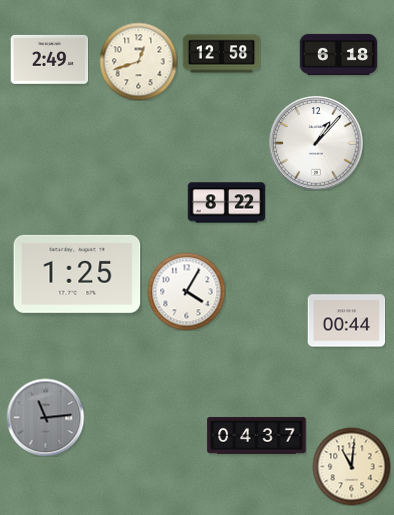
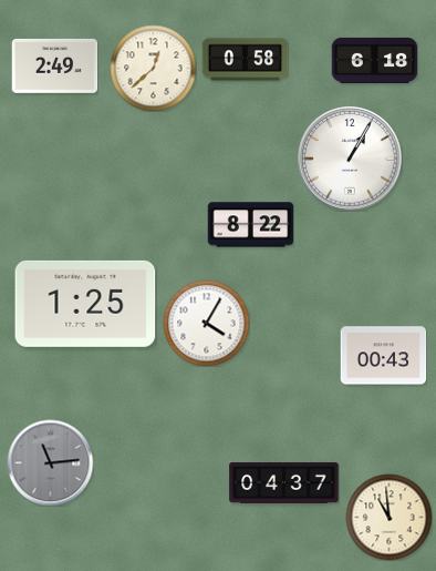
clock at (221, 54): 12:58 -> 0:58
clock at (138, 61): 12:42 -> 12:38
clock at (316, 143): 1:07 -> 1:05
clock at (346, 321): 00:44 -> 00:43
clock at (351, 466): 11:01 -> 10:59
